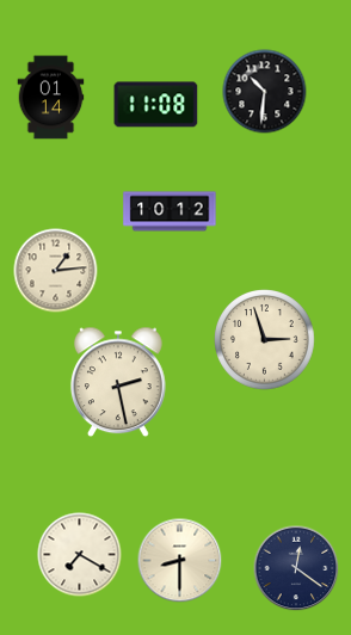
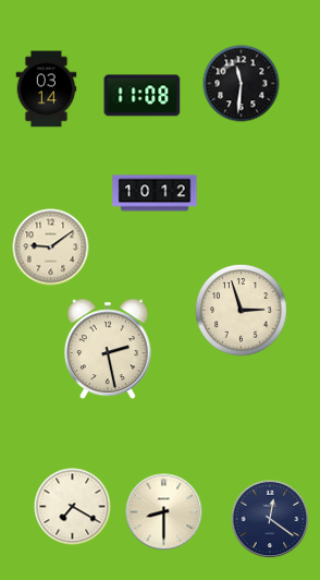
clock at (265, 92): 10:31 -> 11:31
clock at (51, 98): 01:14 -> 03:14
clock at (56, 271): 1:14 -> 9:09
